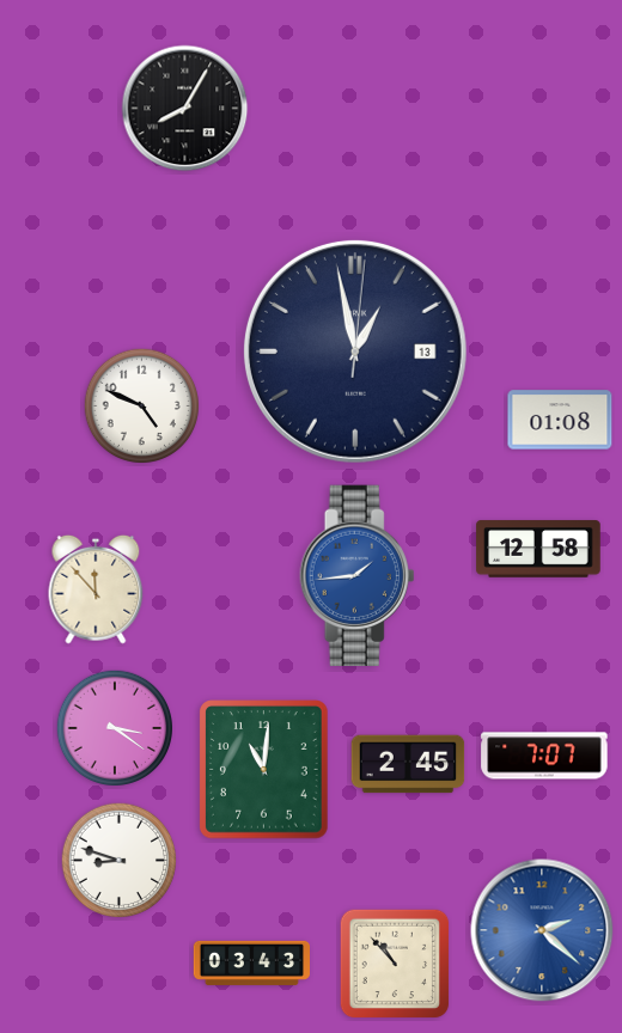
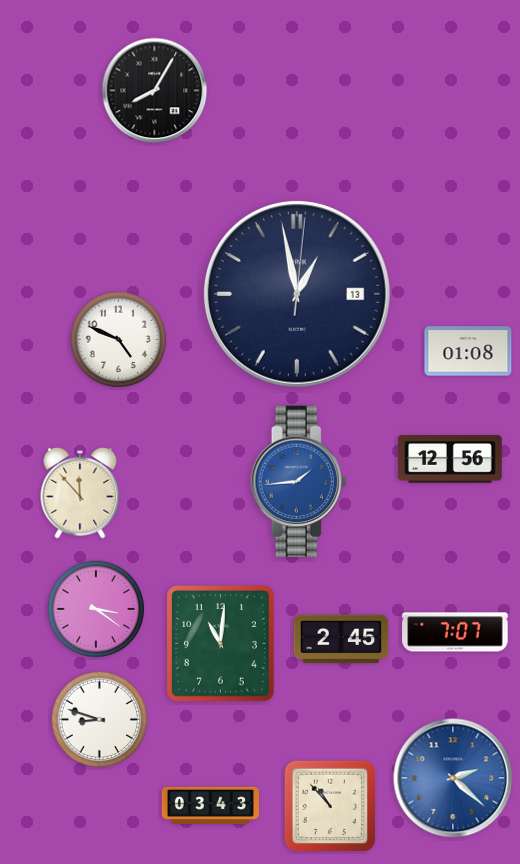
clock at (538, 549): 12:58 -> 12:56
